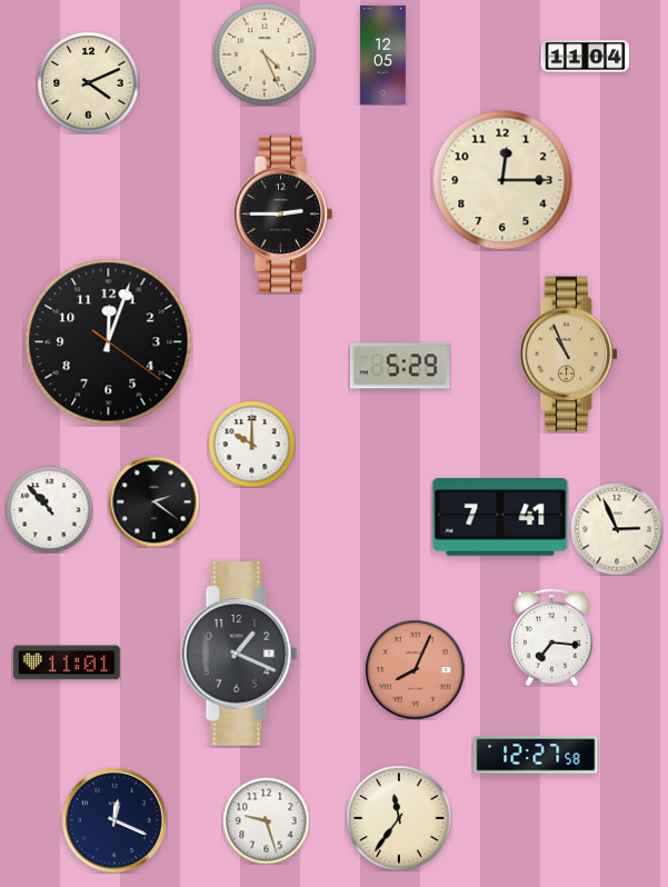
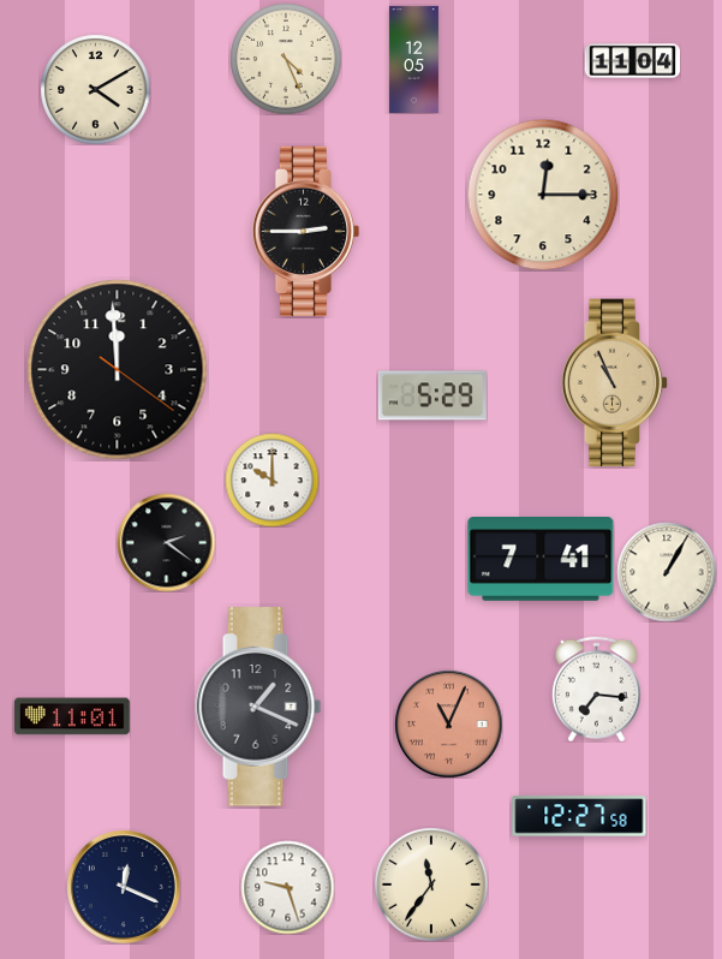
clock at (88, 82): 4:11 -> 4:10
clock at (109, 342): 12:03 -> 11:59
clock at (49, 509): 10:53 -> none
clock at (617, 529): 2:56 -> 1:05
clock at (415, 669): 8:04 -> 11:04
